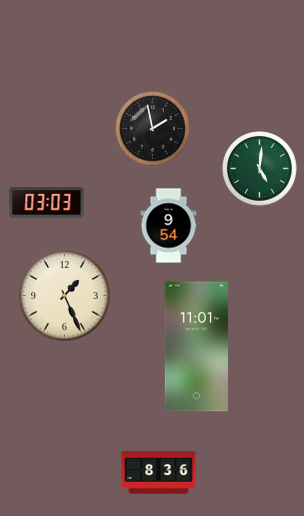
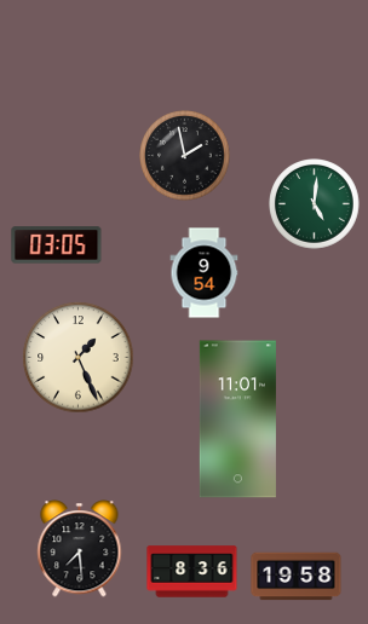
clock at (47, 203): 03:03 -> 03:05
clock at (80, 549): none -> 7:29
clock at (297, 577): none -> 19:58
